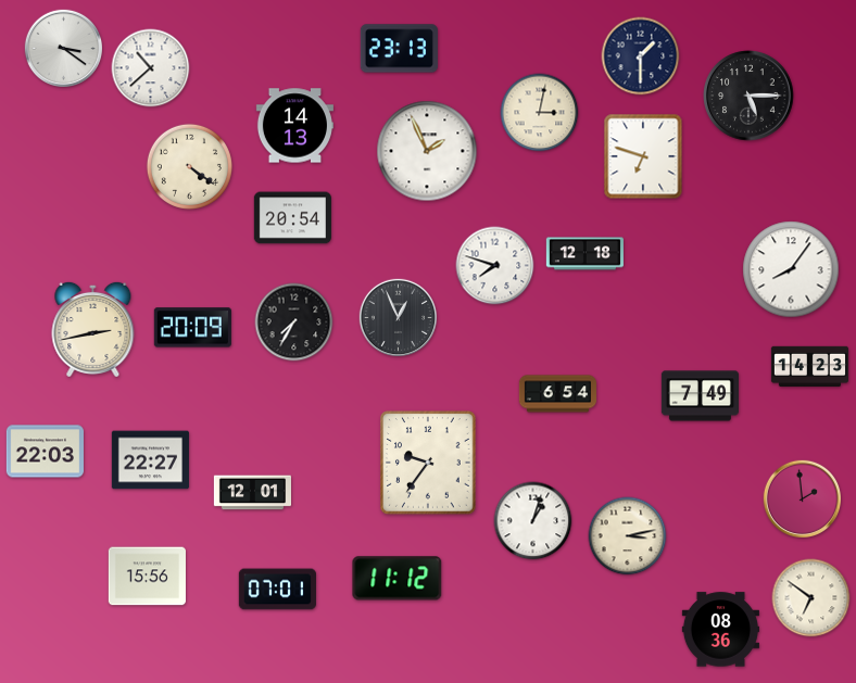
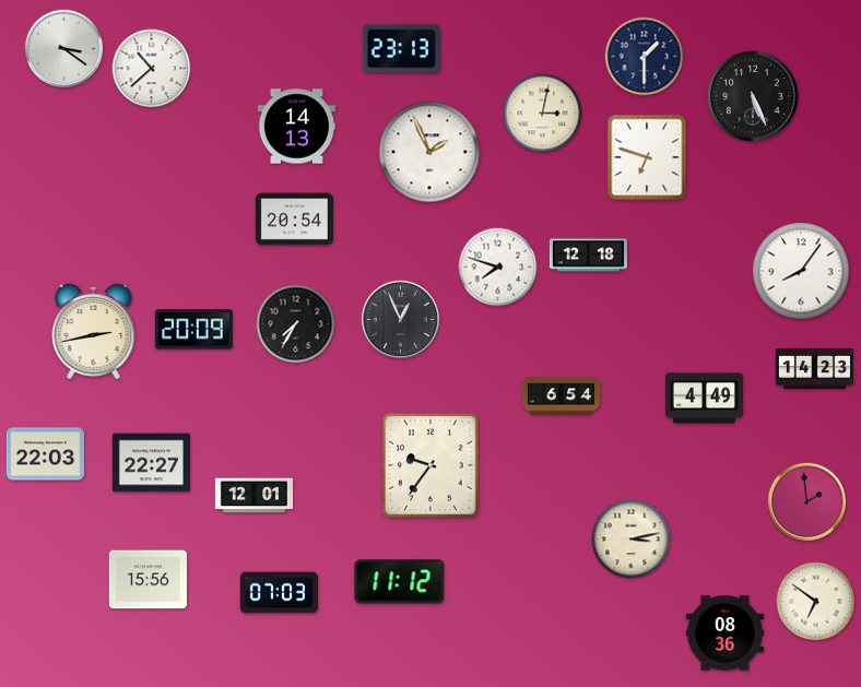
clock at (748, 96): 5:15 -> 5:26
clock at (189, 166): 4:21 -> none
clock at (791, 269) position: (791, 269) -> (801, 271)
clock at (700, 396): 7:49 -> 4:49
clock at (533, 521): 1:03 -> none
clock at (277, 590): 07:01 -> 07:03
